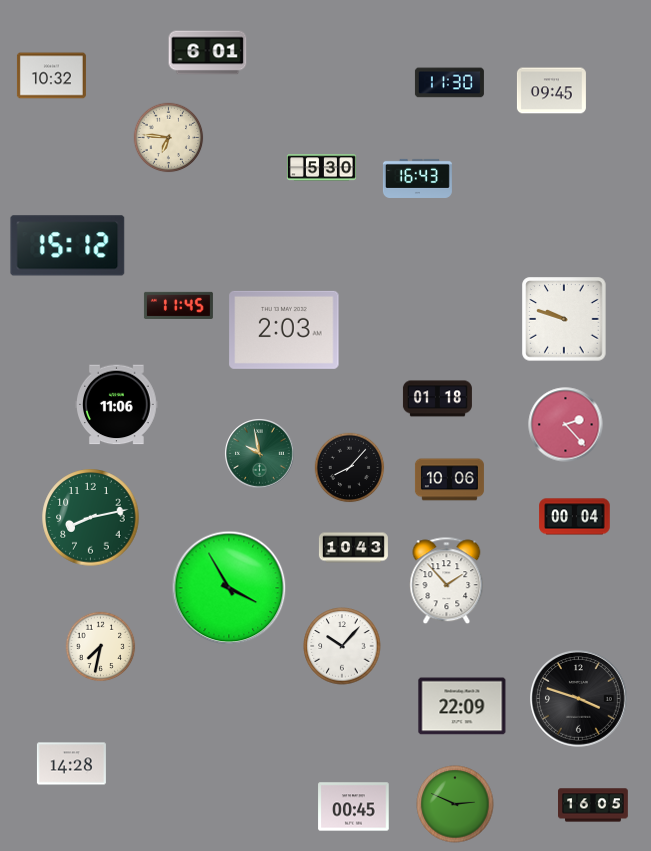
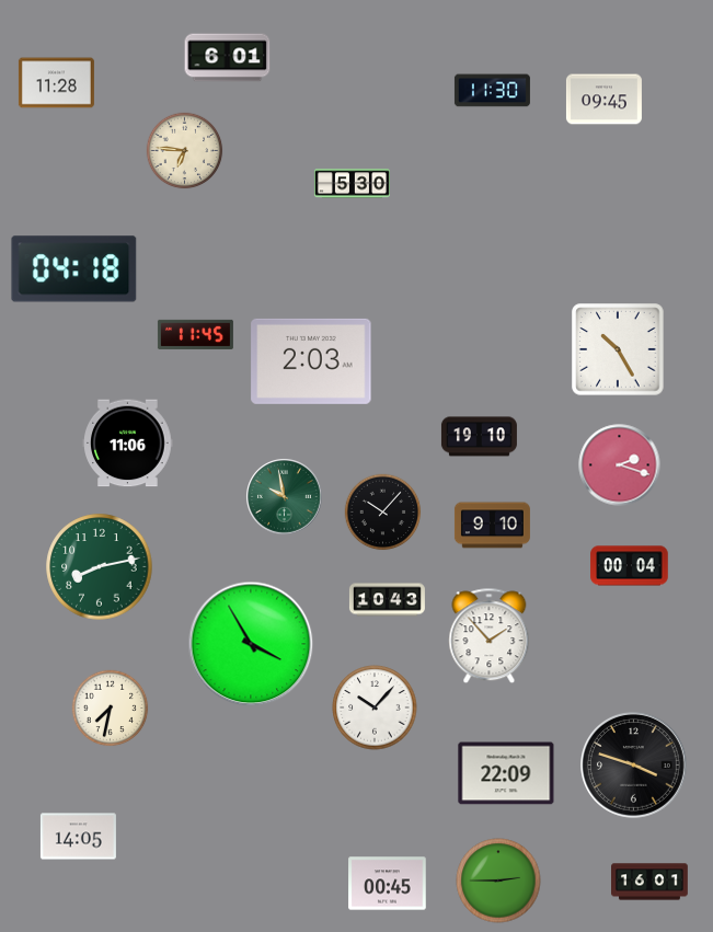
clock at (51, 76): 10:32 -> 11:28
clock at (417, 178): 16:43 -> none
clock at (68, 246): 15:12 -> 04:18
clock at (564, 319): 9:48 -> 10:25
clock at (437, 399): 01:18 -> 19:10
clock at (566, 425): 2:23 -> 2:18
clock at (350, 468): 8:07 -> 10:07
clock at (449, 480): 10:06 -> 9:10
clock at (71, 764): 14:28 -> 14:05
clock at (455, 804): 2:49 -> 2:45
clock at (594, 805): 16:05 -> 16:01
